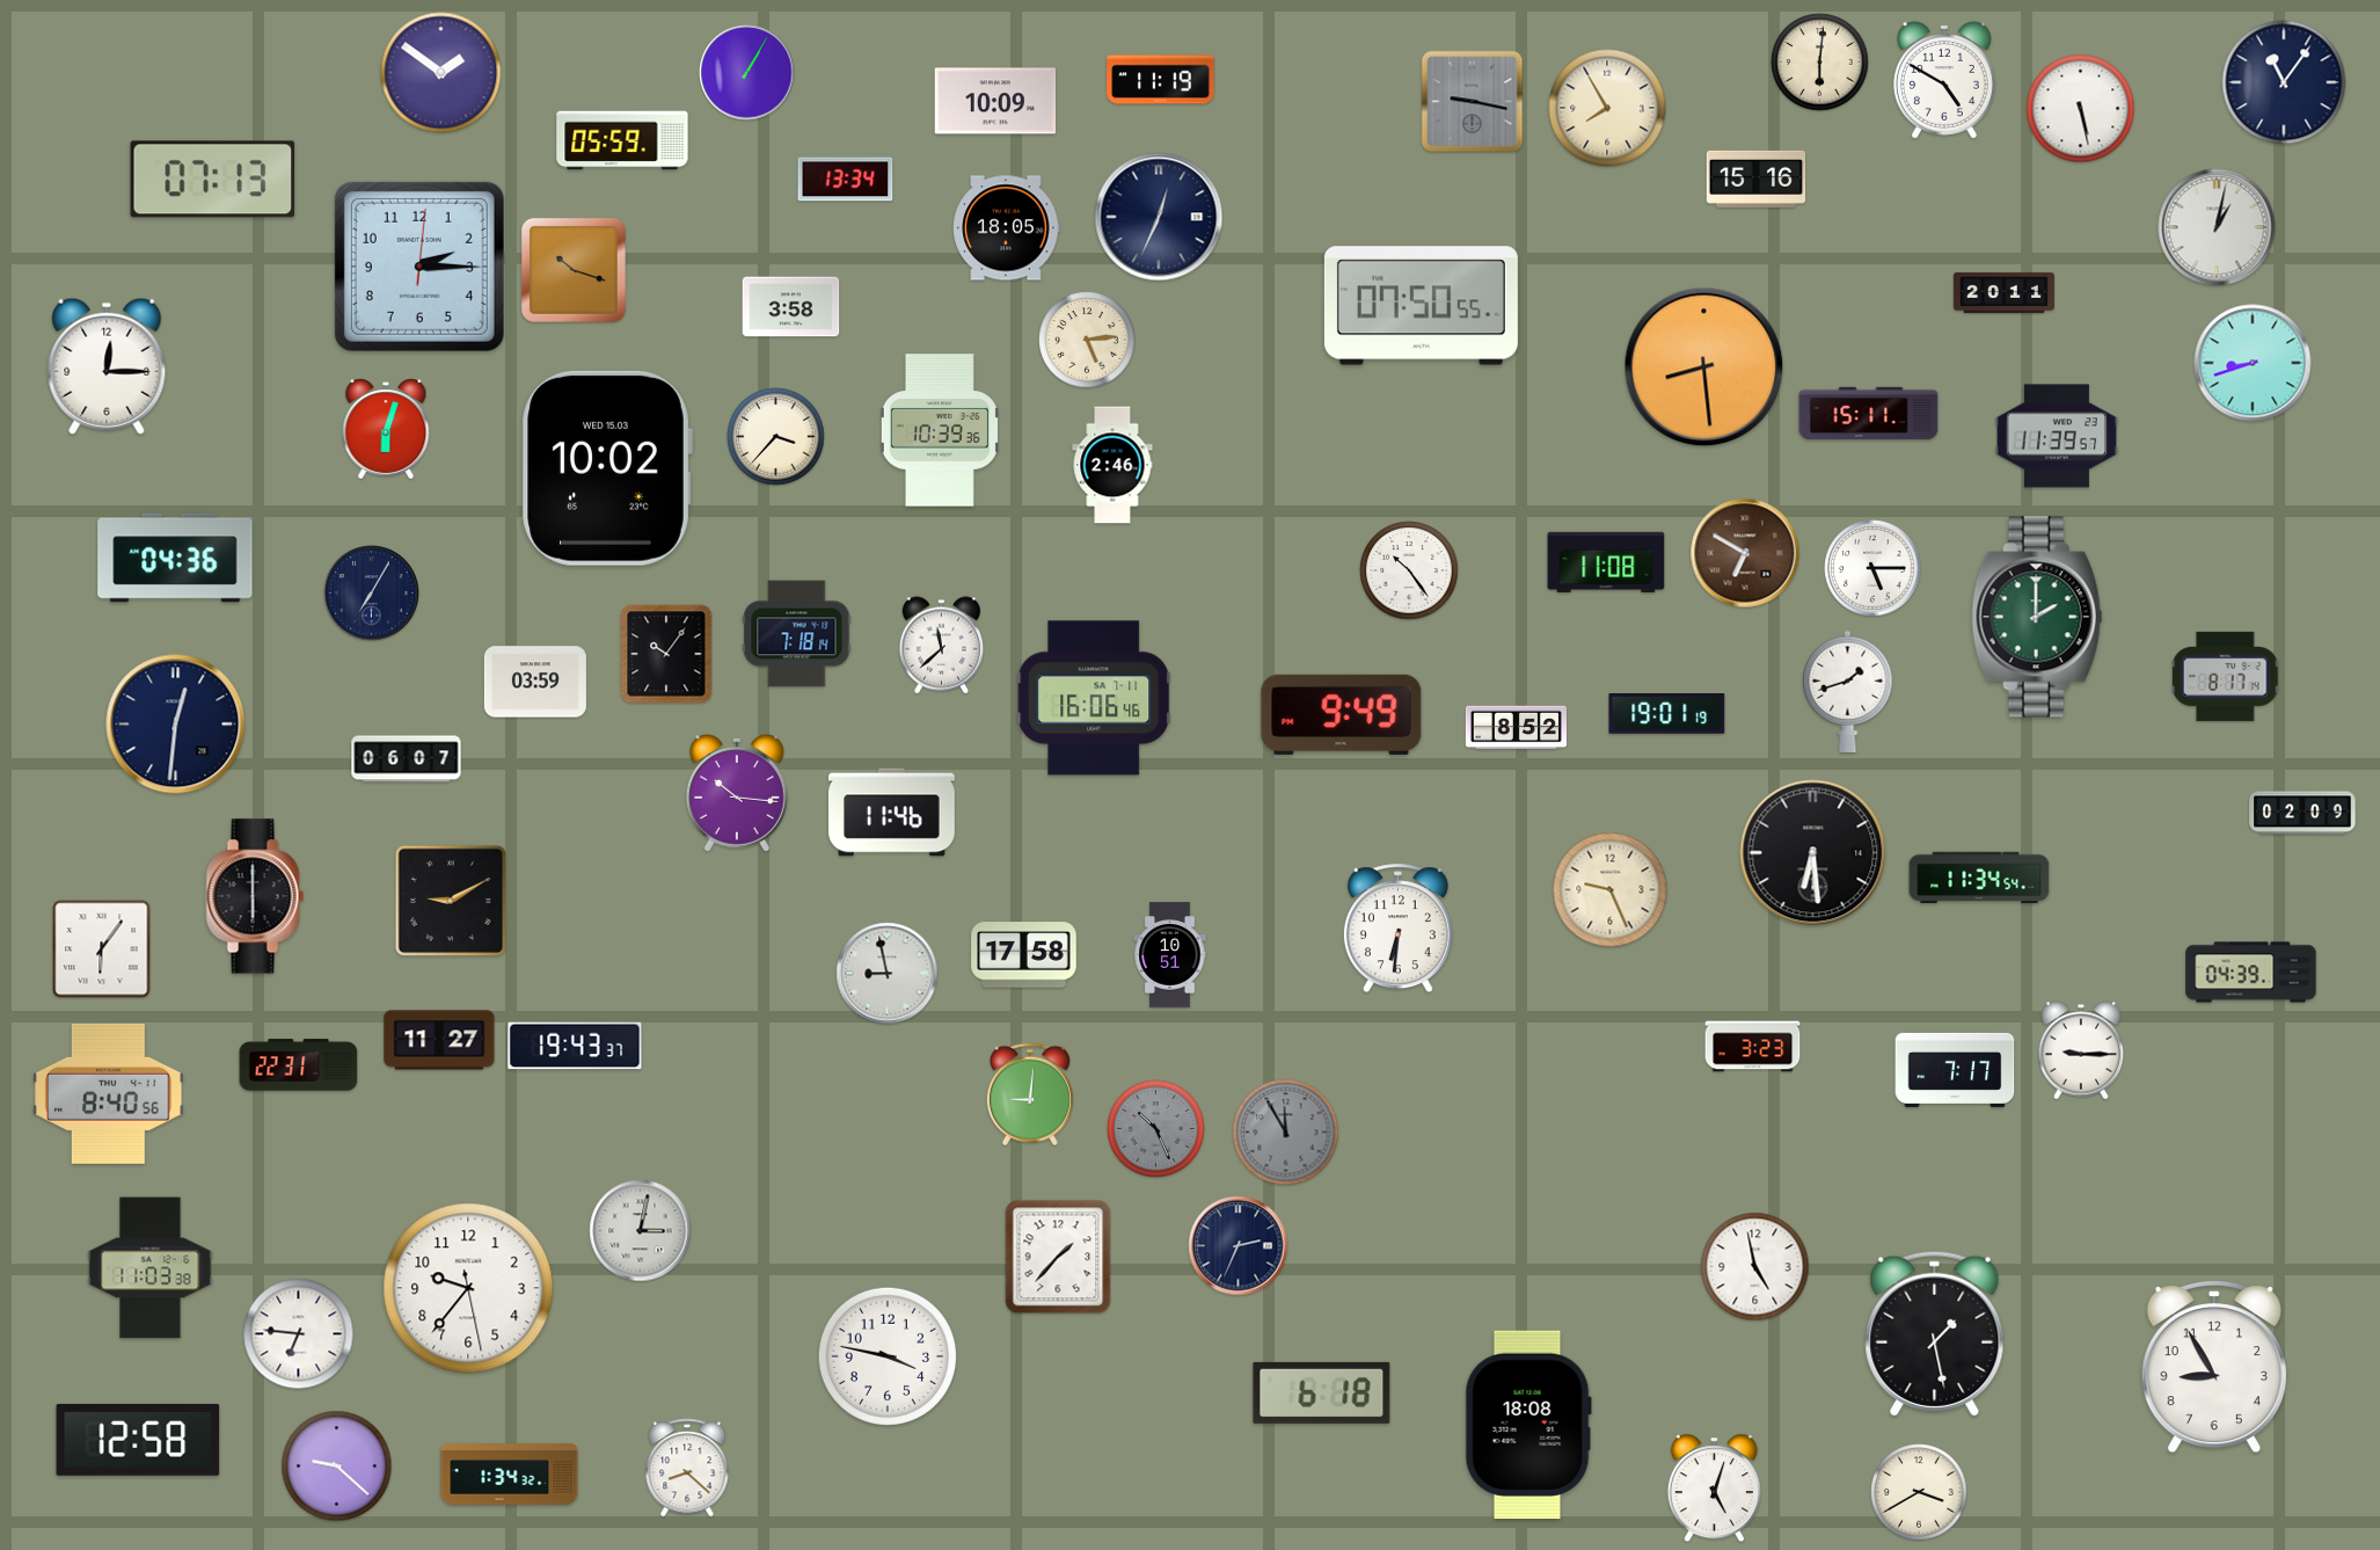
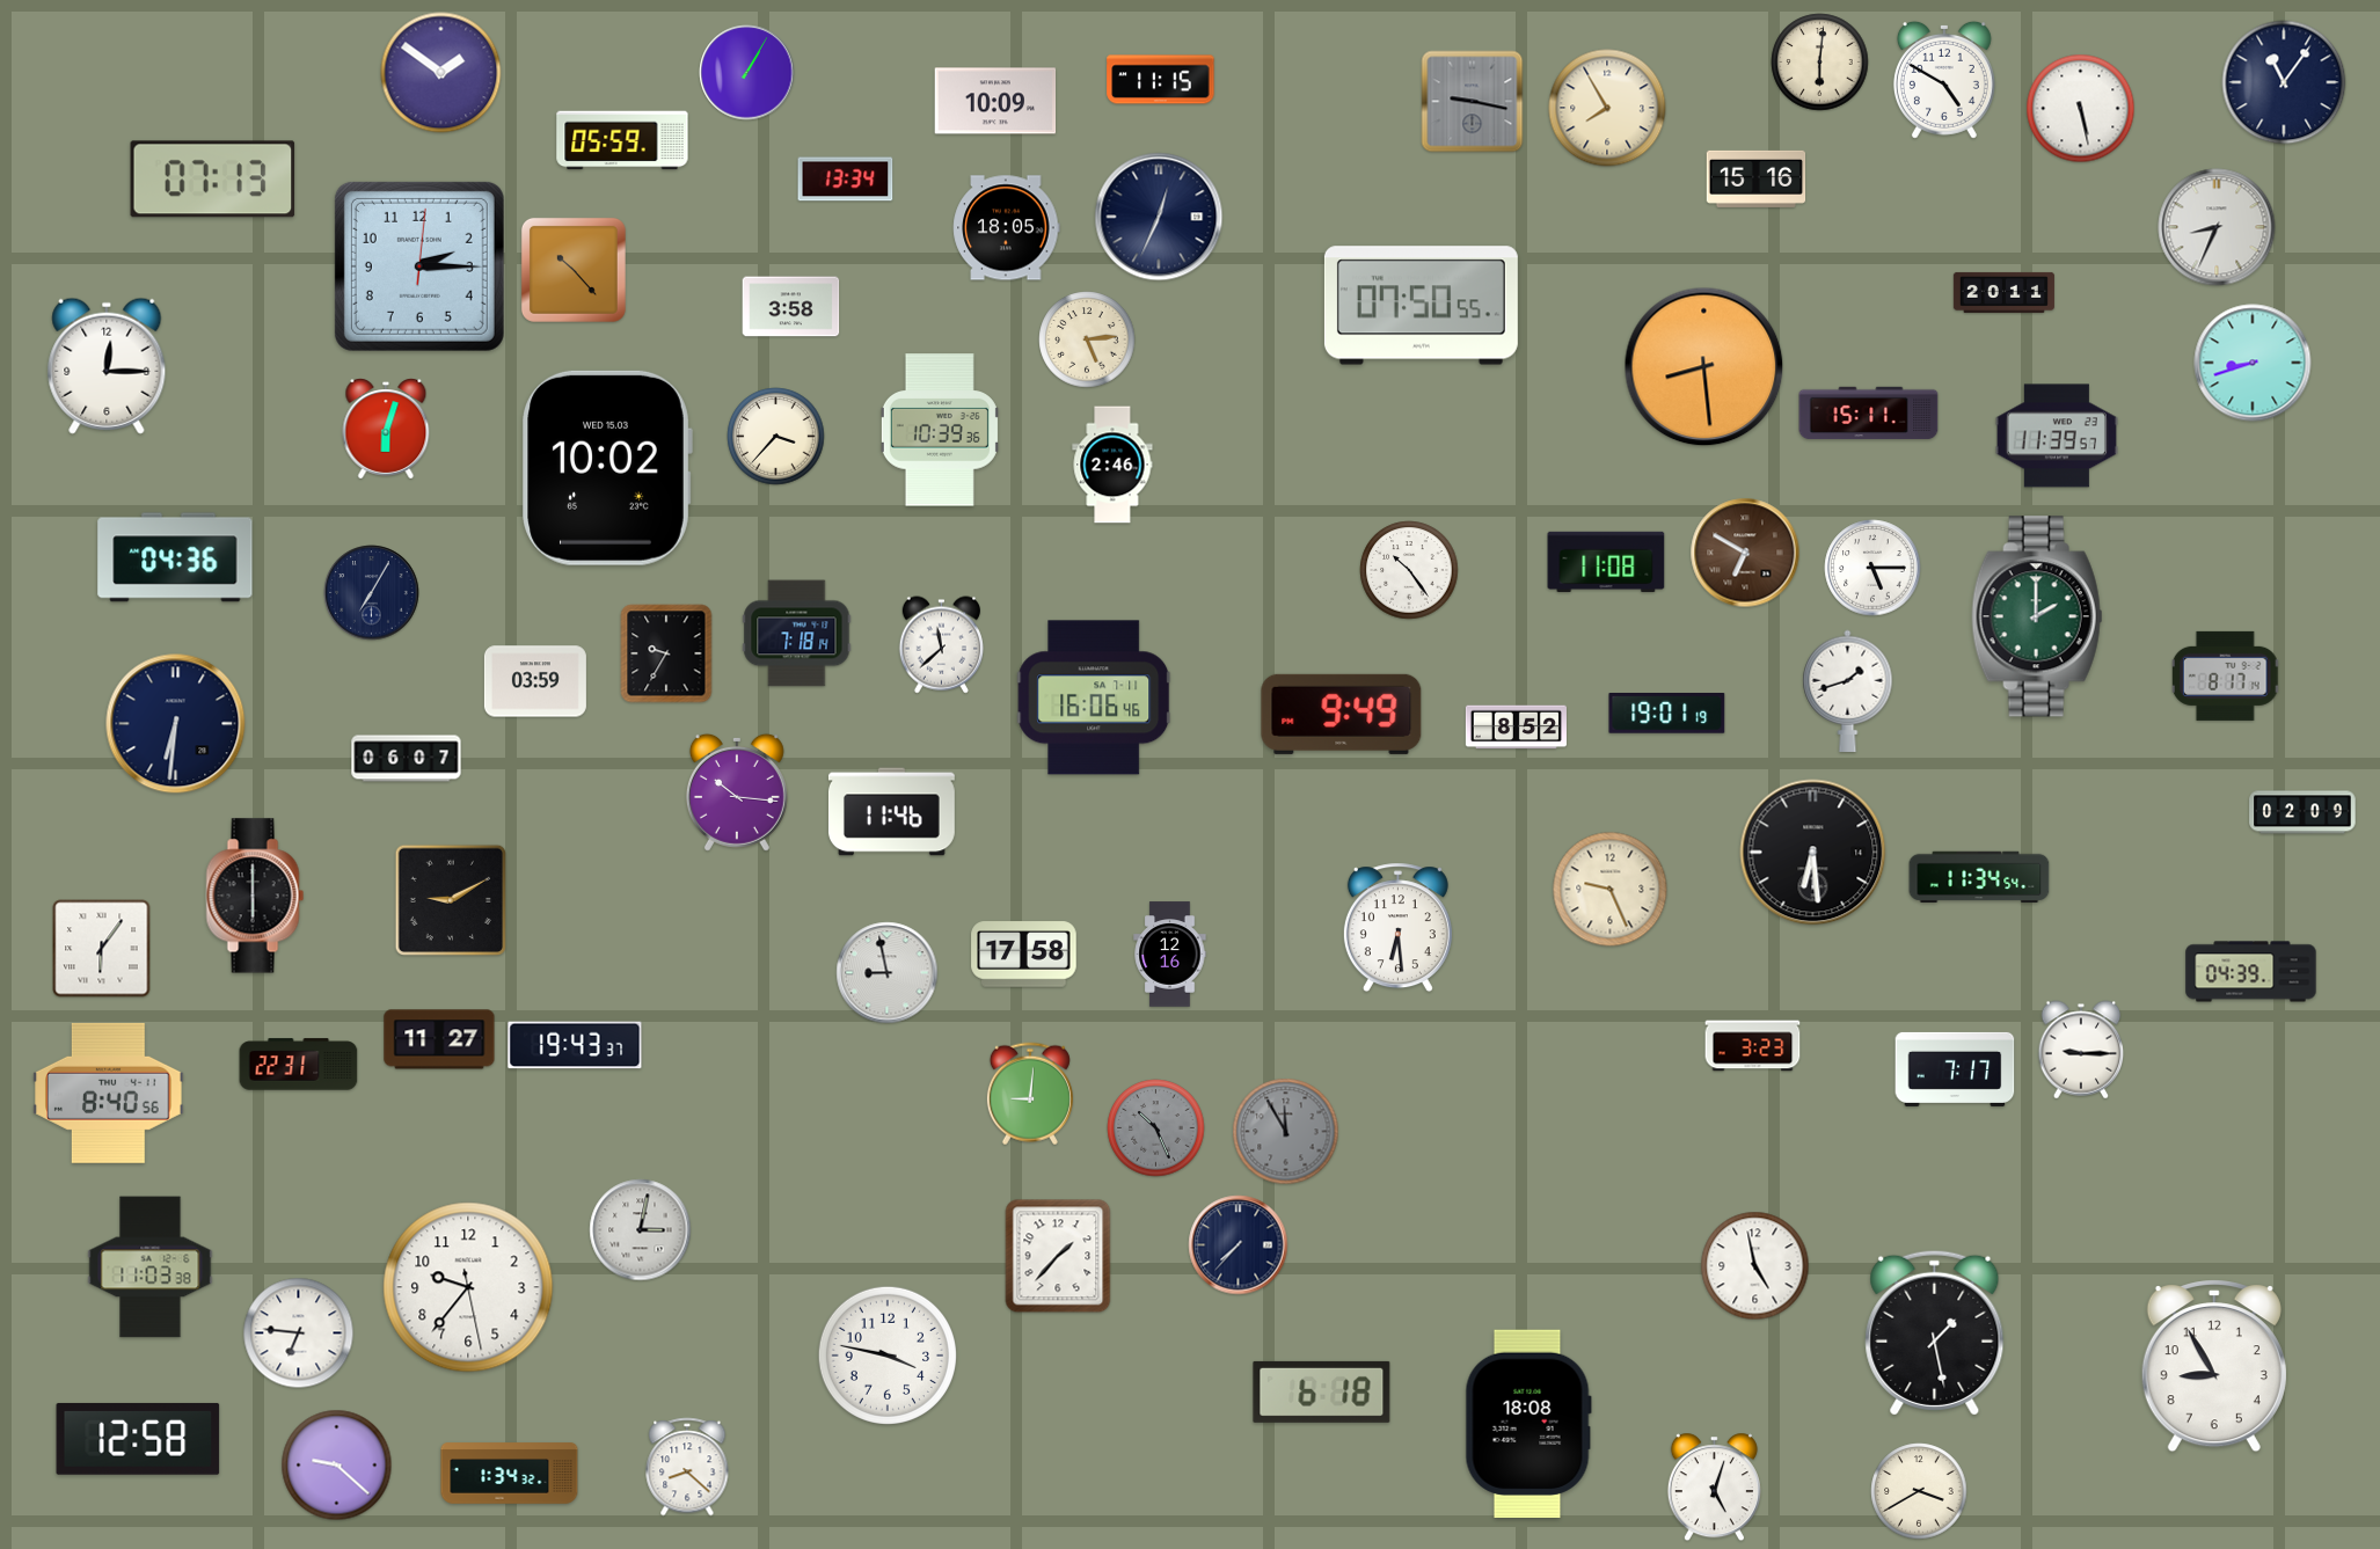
clock at (1161, 80): 11:19 -> 11:15
clock at (2217, 227): 1:02 -> 8:34
clock at (574, 270): 10:18 -> 10:23
clock at (666, 654): 10:06 -> 9:35
clock at (176, 725): 12:31 -> 6:31
clock at (1397, 929): 6:31 -> 6:29
clock at (1170, 955): 10:51 -> 12:16
clock at (1239, 1246): 2:34 -> 7:37
